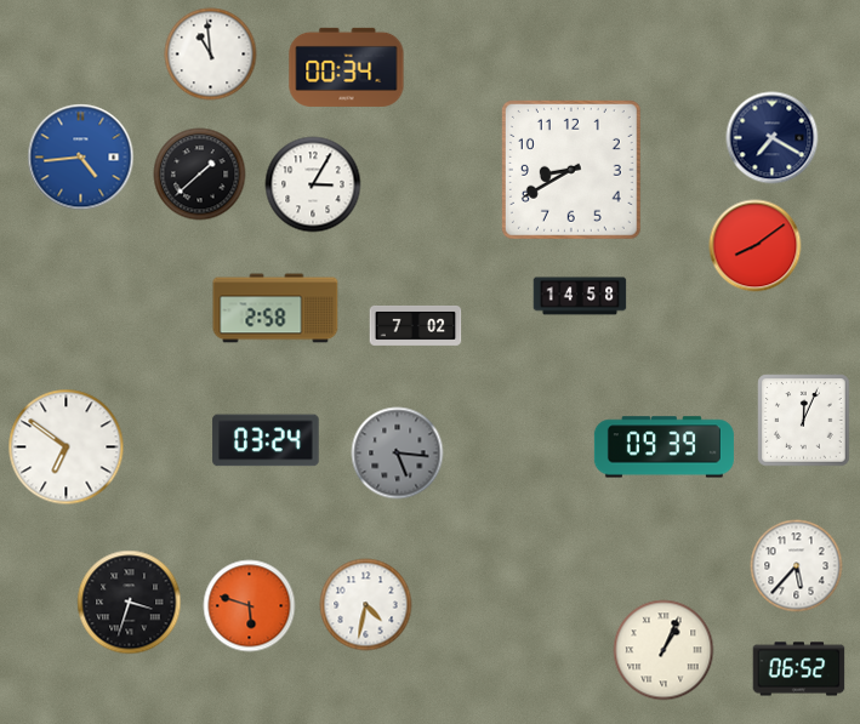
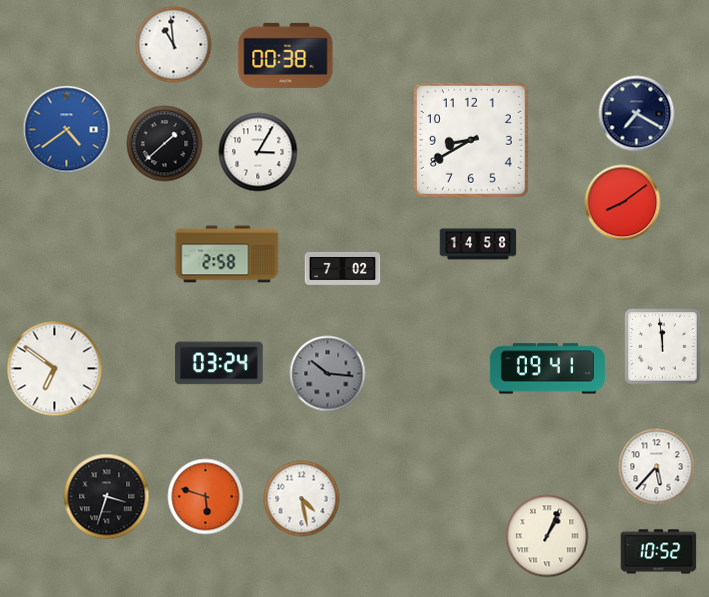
clock at (347, 67): 00:34 -> 00:38
clock at (81, 158): 4:44 -> 4:39
clock at (804, 421): 12:04 -> 11:59
clock at (663, 447): 09:39 -> 09:41
clock at (398, 454): 5:16 -> 10:16
clock at (366, 605): 4:32 -> 4:28
clock at (250, 606) position: (250, 606) -> (206, 497)
clock at (799, 669): 06:52 -> 10:52
